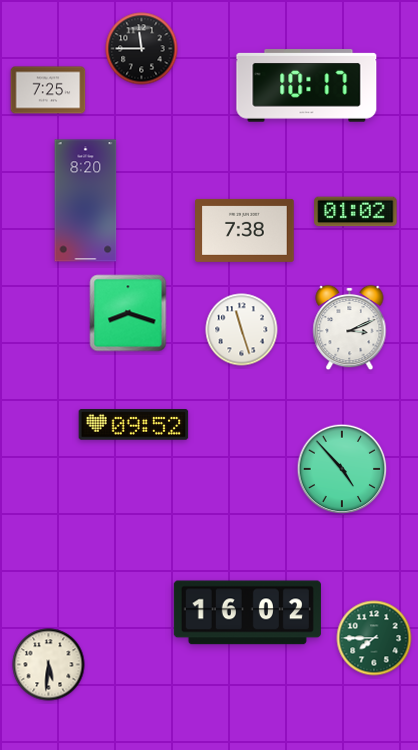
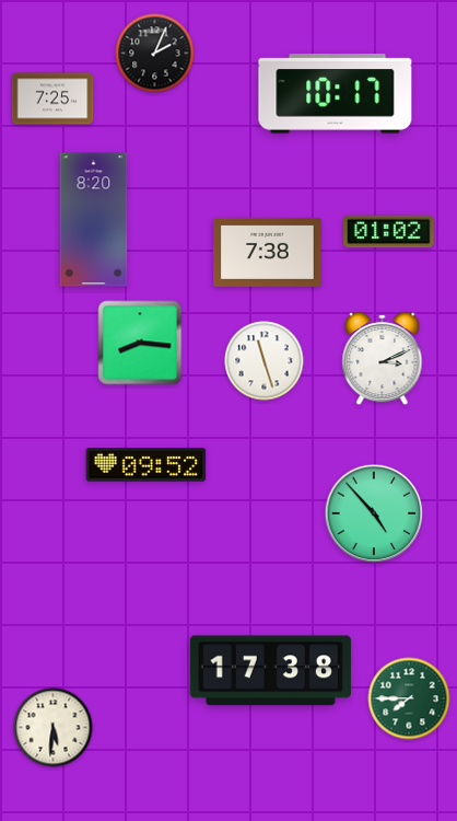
clock at (142, 49): 11:45 -> 2:04
clock at (128, 313): 8:18 -> 8:16
clock at (247, 613): 16:02 -> 17:38
